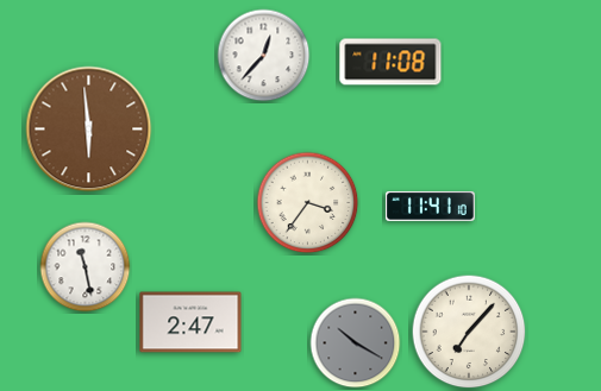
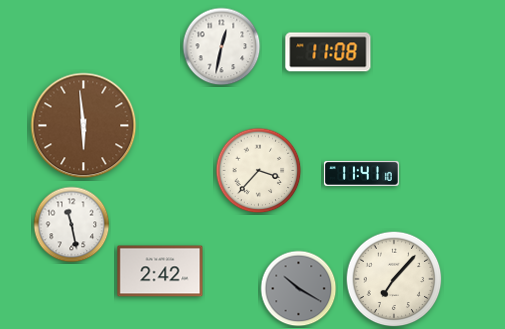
clock at (264, 56): 12:37 -> 12:32
clock at (89, 130) position: (89, 130) -> (84, 126)
clock at (308, 203): 3:36 -> 3:37
clock at (190, 322): 2:47 -> 2:42
